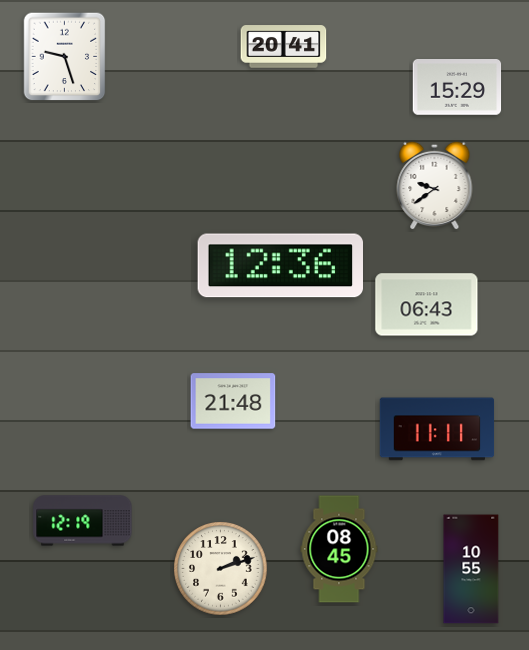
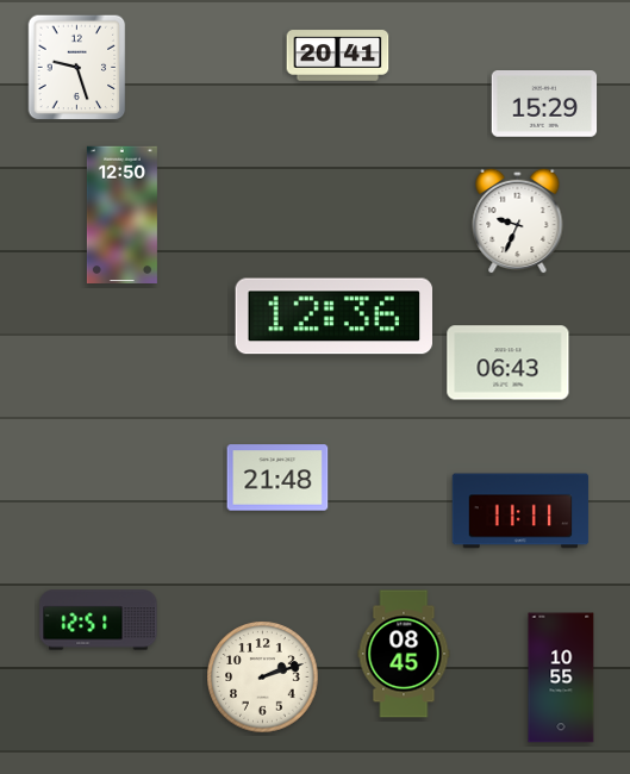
clock at (121, 214): none -> 12:50
clock at (435, 185): 9:39 -> 9:34
clock at (83, 521): 12:19 -> 12:51
